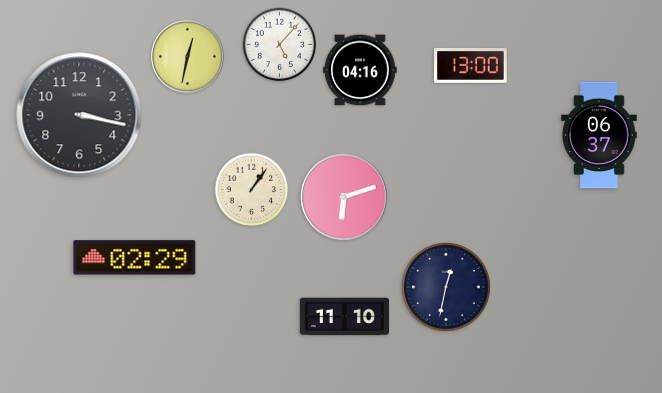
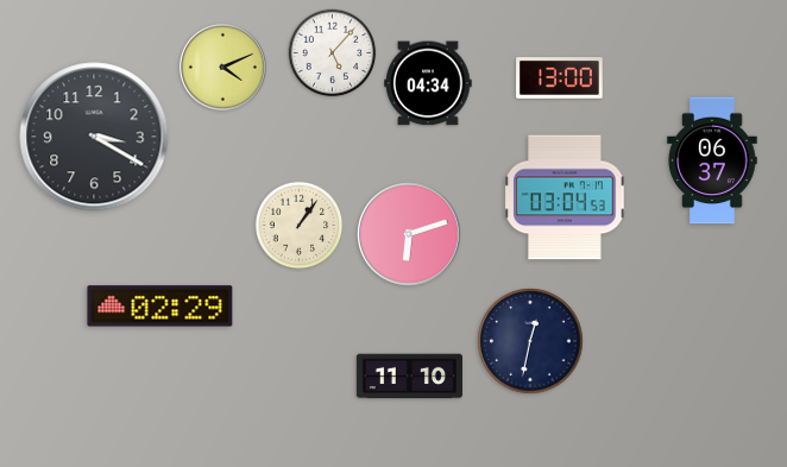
clock at (187, 56): 12:32 -> 4:11
clock at (360, 70): 04:16 -> 04:34
clock at (79, 115): 3:17 -> 3:20
clock at (565, 197): none -> 03:04
